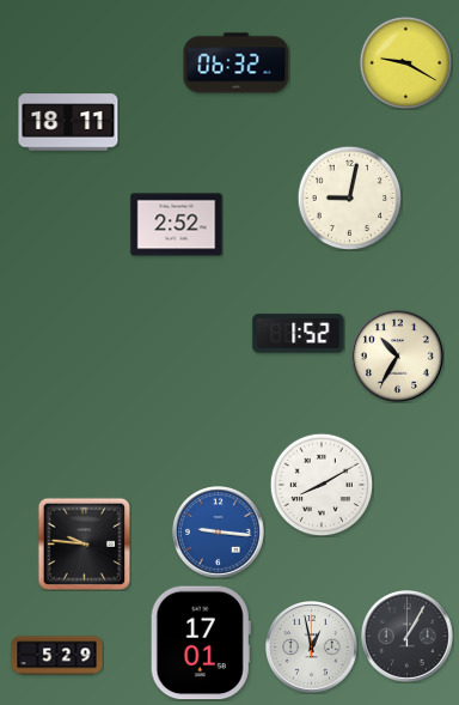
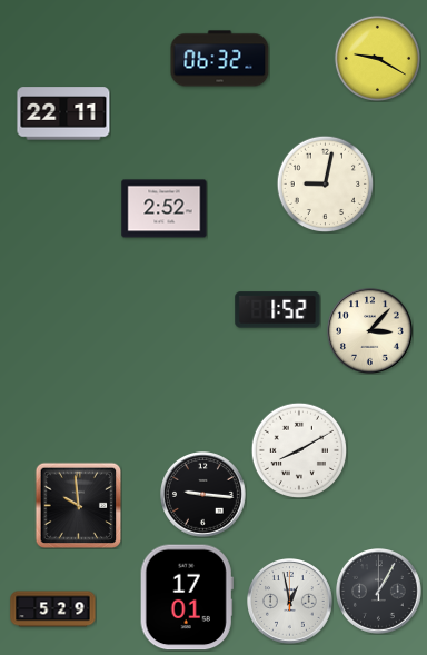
clock at (68, 122): 18:11 -> 22:11
clock at (398, 357): 10:35 -> 3:07
clock at (219, 533) dial: blue -> black
clock at (84, 543): 9:46 -> 9:59
